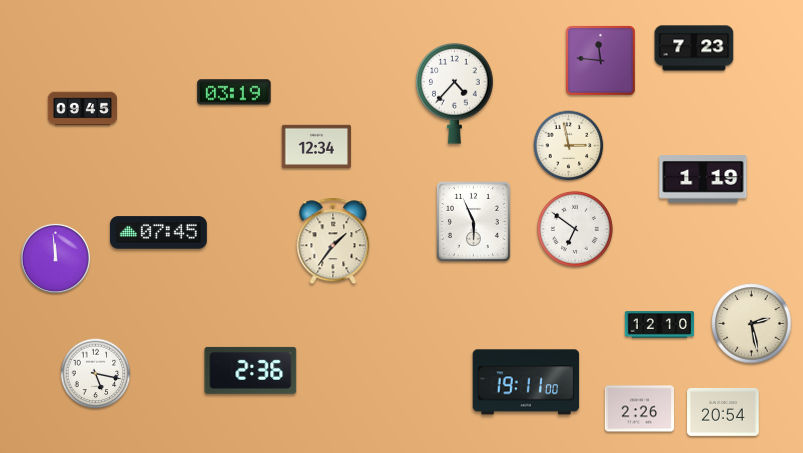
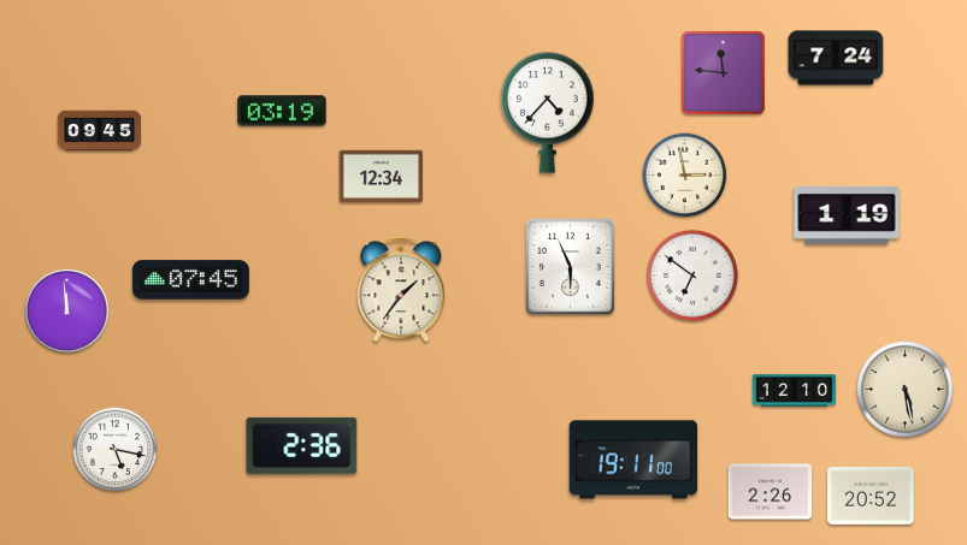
clock at (694, 48): 7:23 -> 7:24
clock at (752, 324): 2:28 -> 5:28
clock at (723, 413): 20:54 -> 20:52
